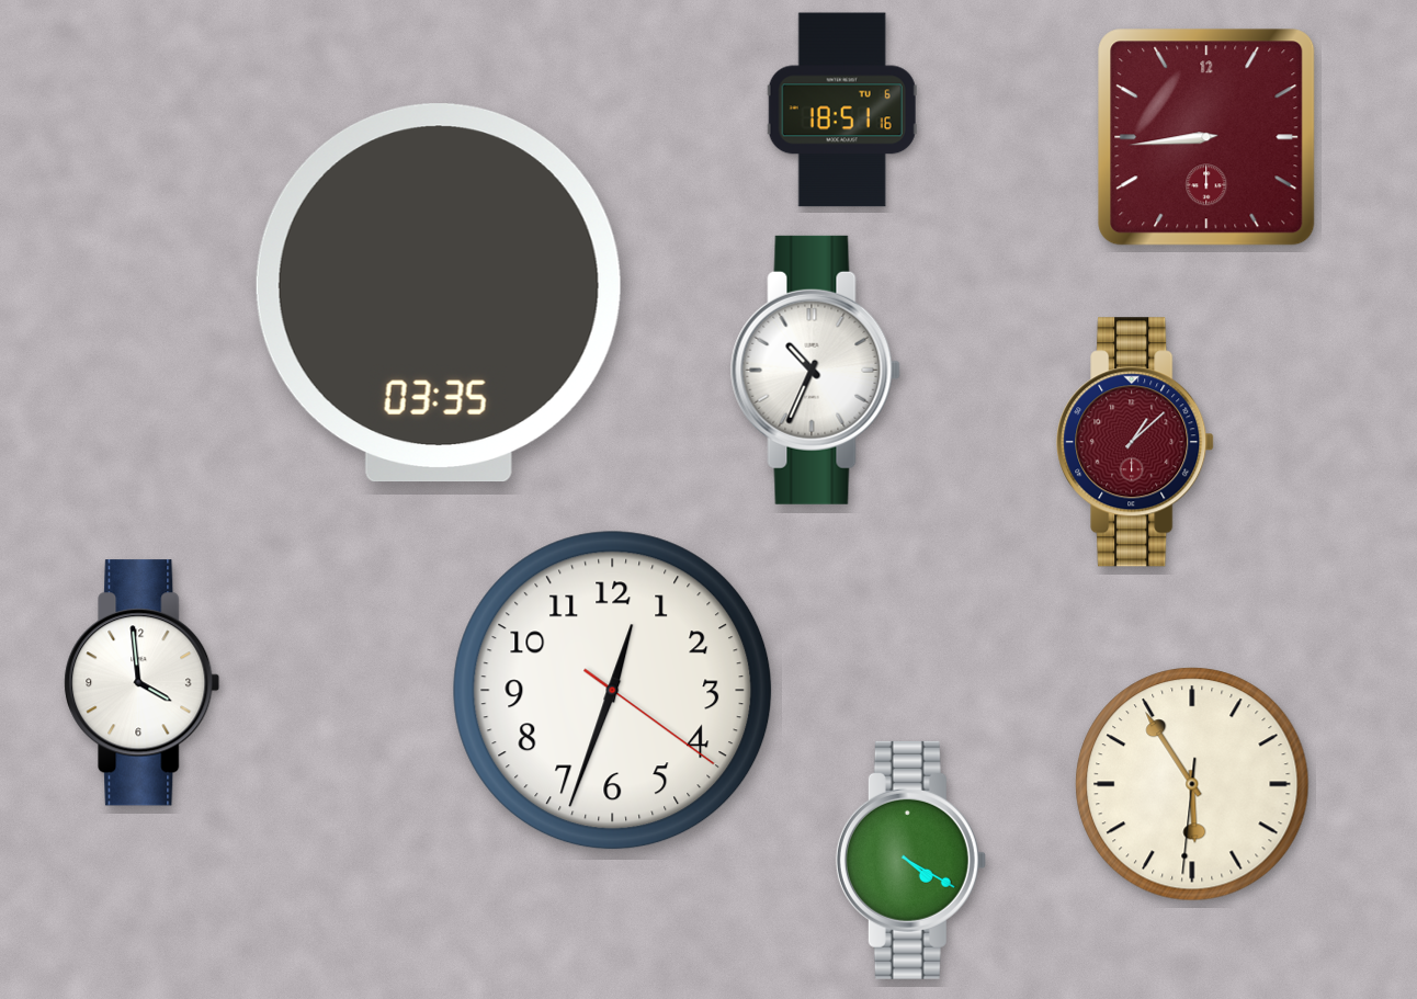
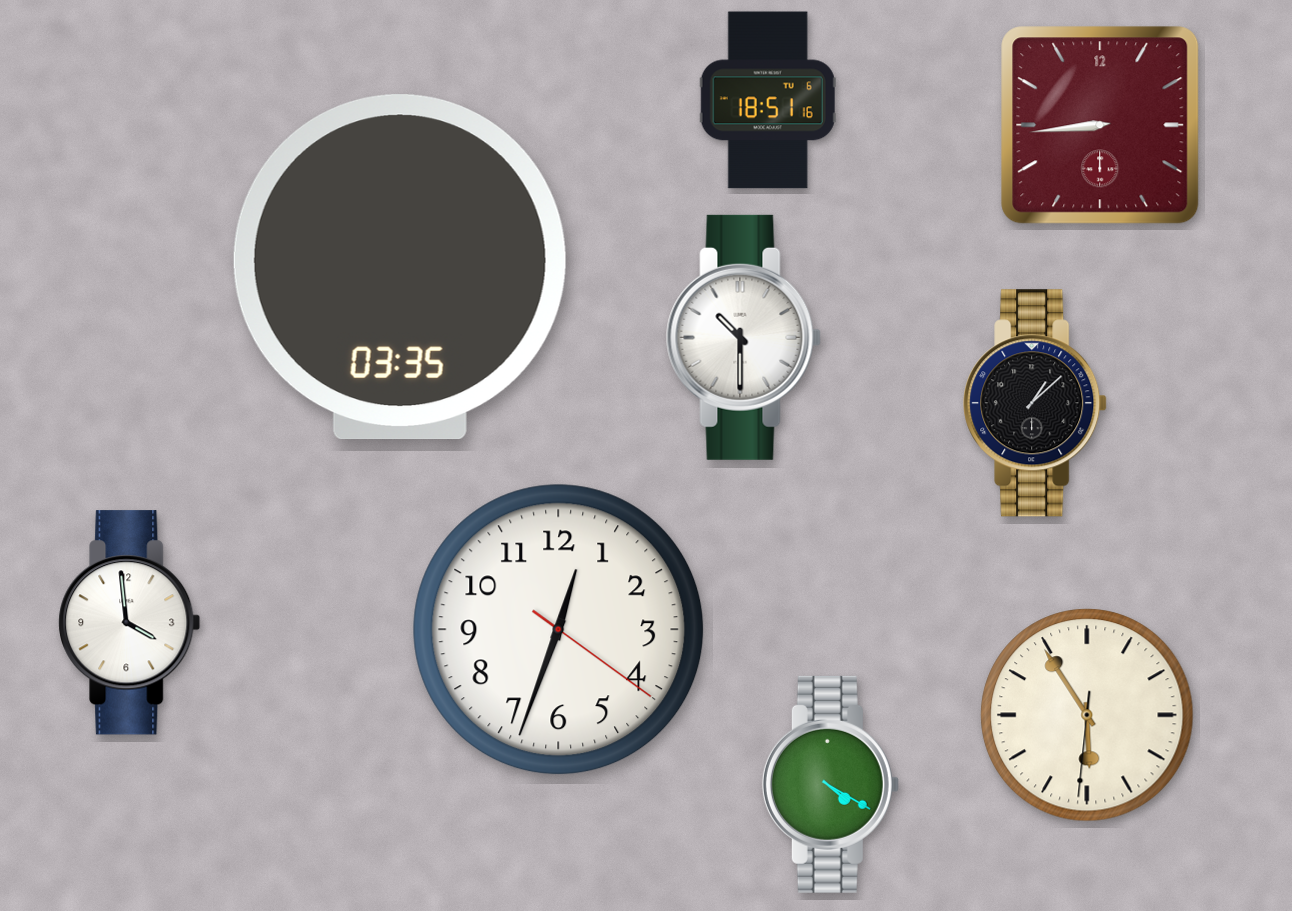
clock at (815, 370): 10:34 -> 10:30
clock at (1135, 442) dial: burgundy -> black
